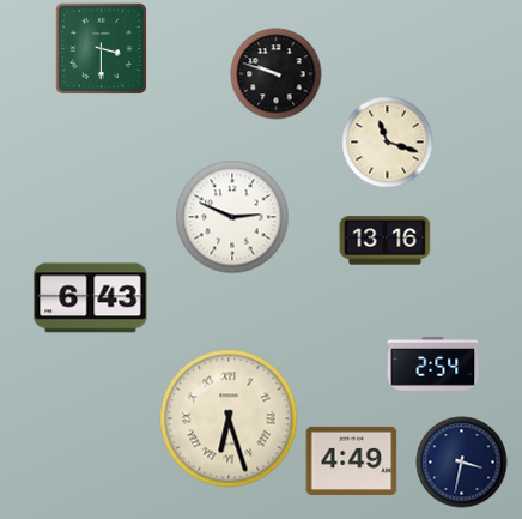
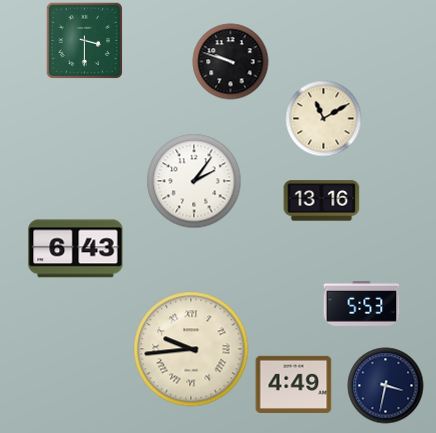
clock at (388, 143): 11:18 -> 11:10
clock at (232, 217): 2:49 -> 2:06
clock at (433, 363): 2:54 -> 5:53
clock at (229, 418): 6:27 -> 9:44
